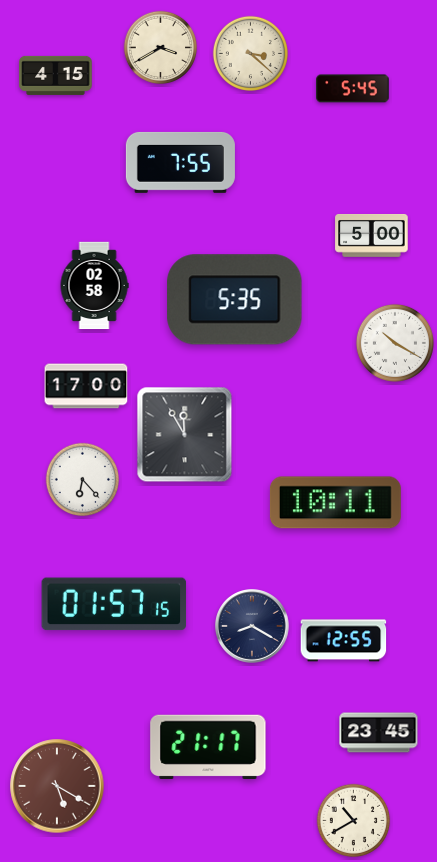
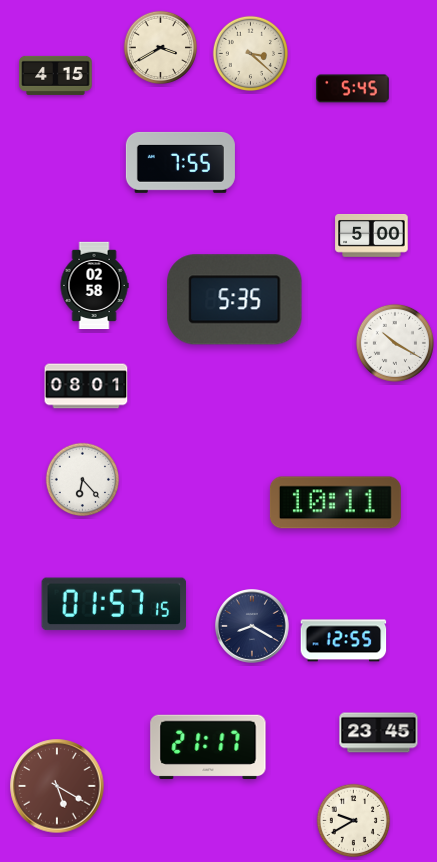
clock at (86, 386): 17:00 -> 08:01
clock at (185, 435): 11:55 -> none
clock at (354, 821): 10:40 -> 9:40
